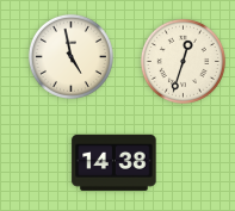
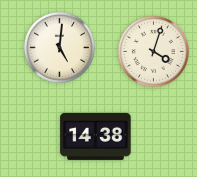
clock at (70, 56): 4:58 -> 5:01
clock at (183, 61): 12:33 -> 4:03
